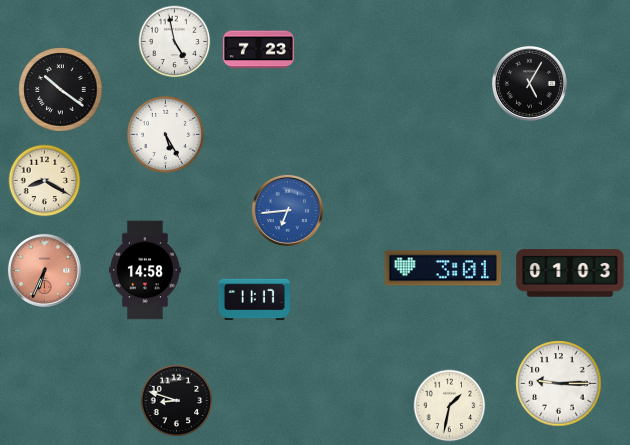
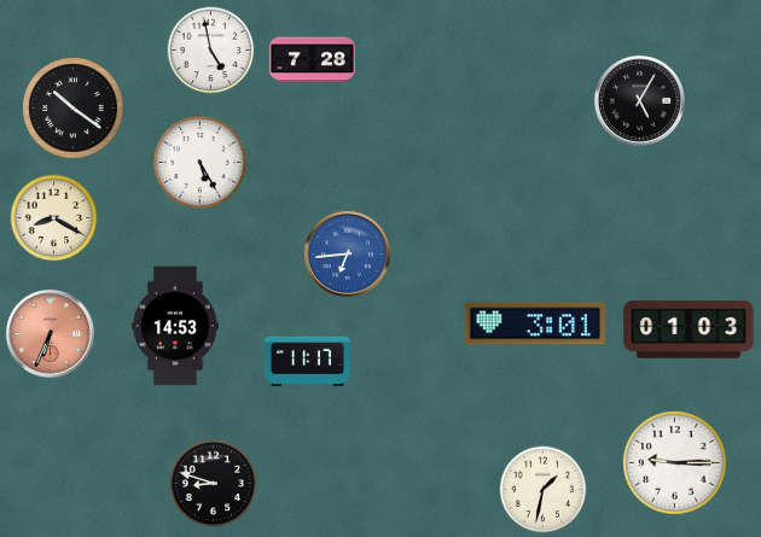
clock at (258, 50): 7:23 -> 7:28
clock at (44, 270) position: (44, 270) -> (50, 333)
clock at (146, 270): 14:58 -> 14:53
